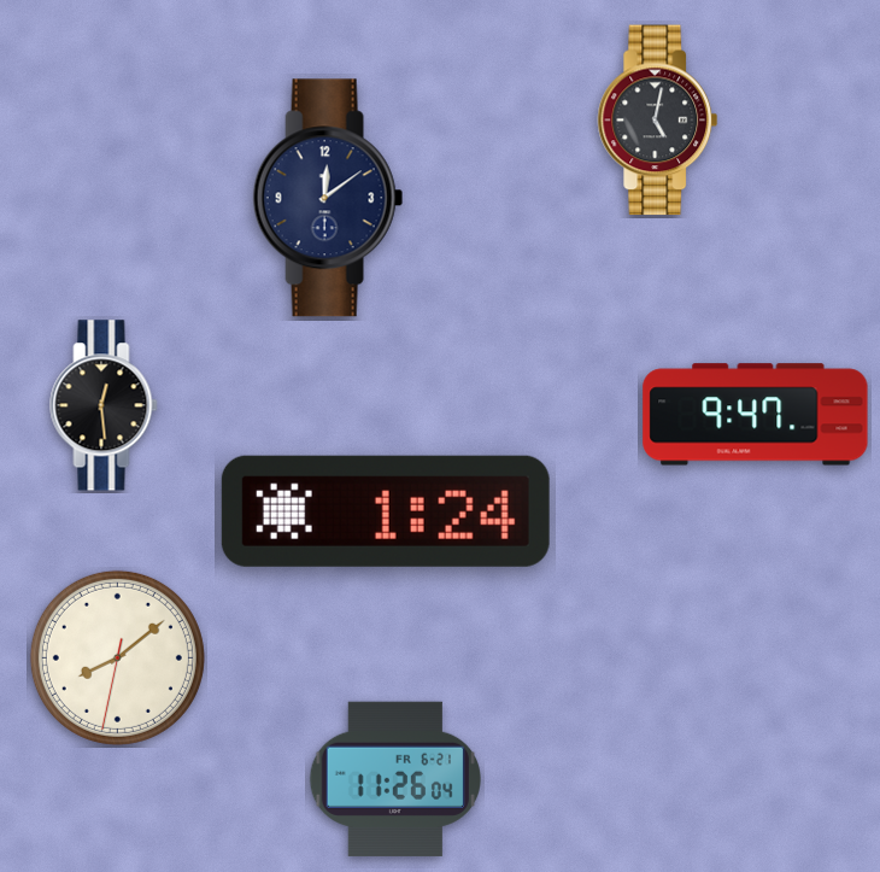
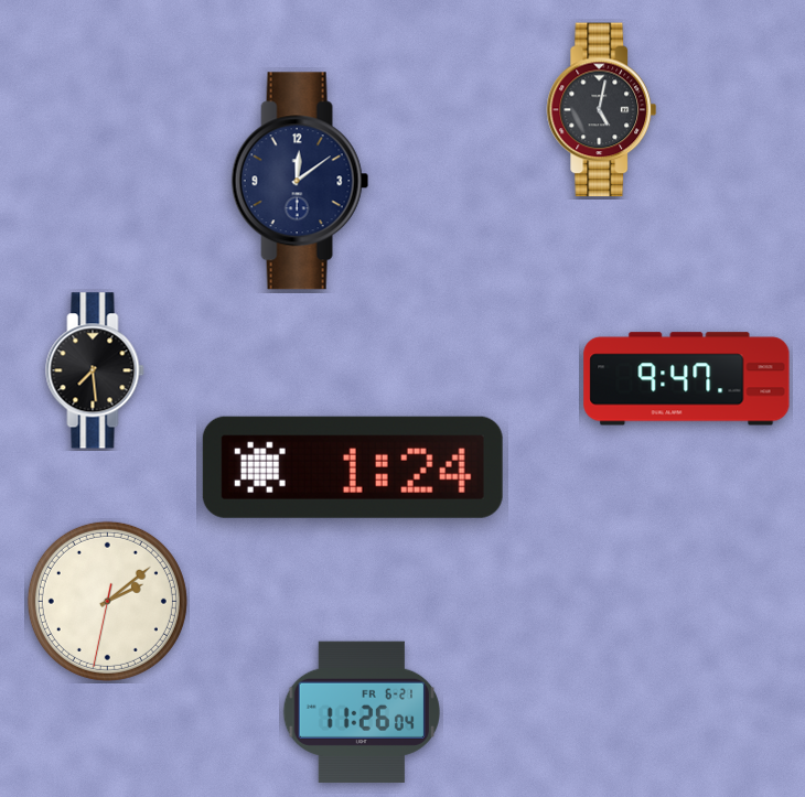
clock at (104, 405): 12:29 -> 7:29
clock at (756, 415) position: (756, 415) -> (687, 379)
clock at (117, 657): 8:08 -> 2:08
